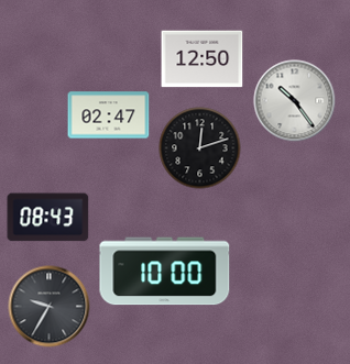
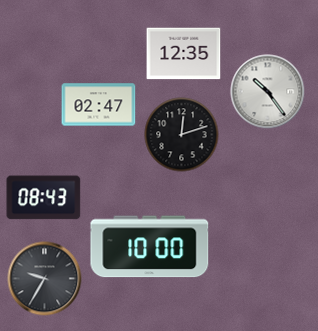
clock at (203, 59): 12:50 -> 12:35
